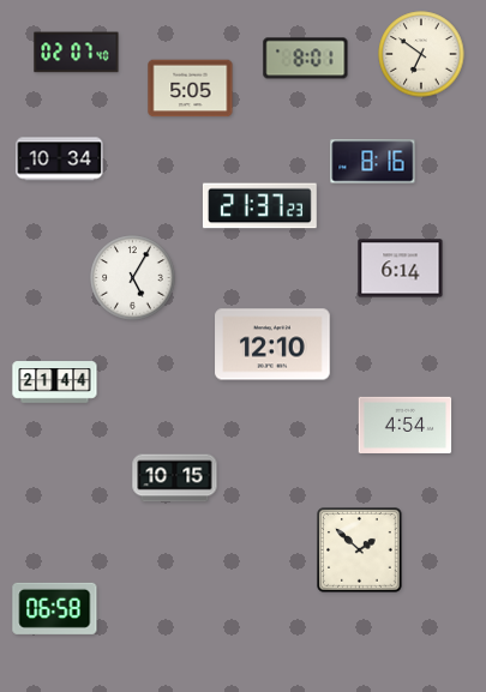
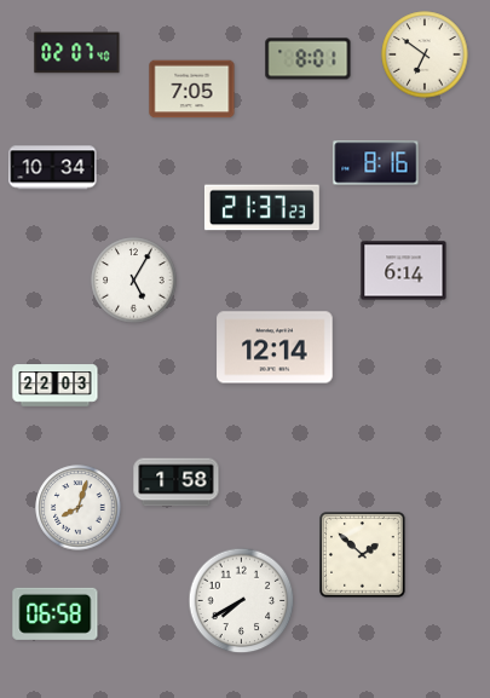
clock at (191, 89): 5:05 -> 7:05
clock at (60, 160) position: (60, 160) -> (53, 168)
clock at (272, 344): 12:10 -> 12:14
clock at (55, 383): 21:44 -> 22:03
clock at (406, 425): 4:54 -> none
clock at (175, 479): 10:15 -> 1:58
clock at (79, 508): none -> 8:03
clock at (242, 601): none -> 7:40
